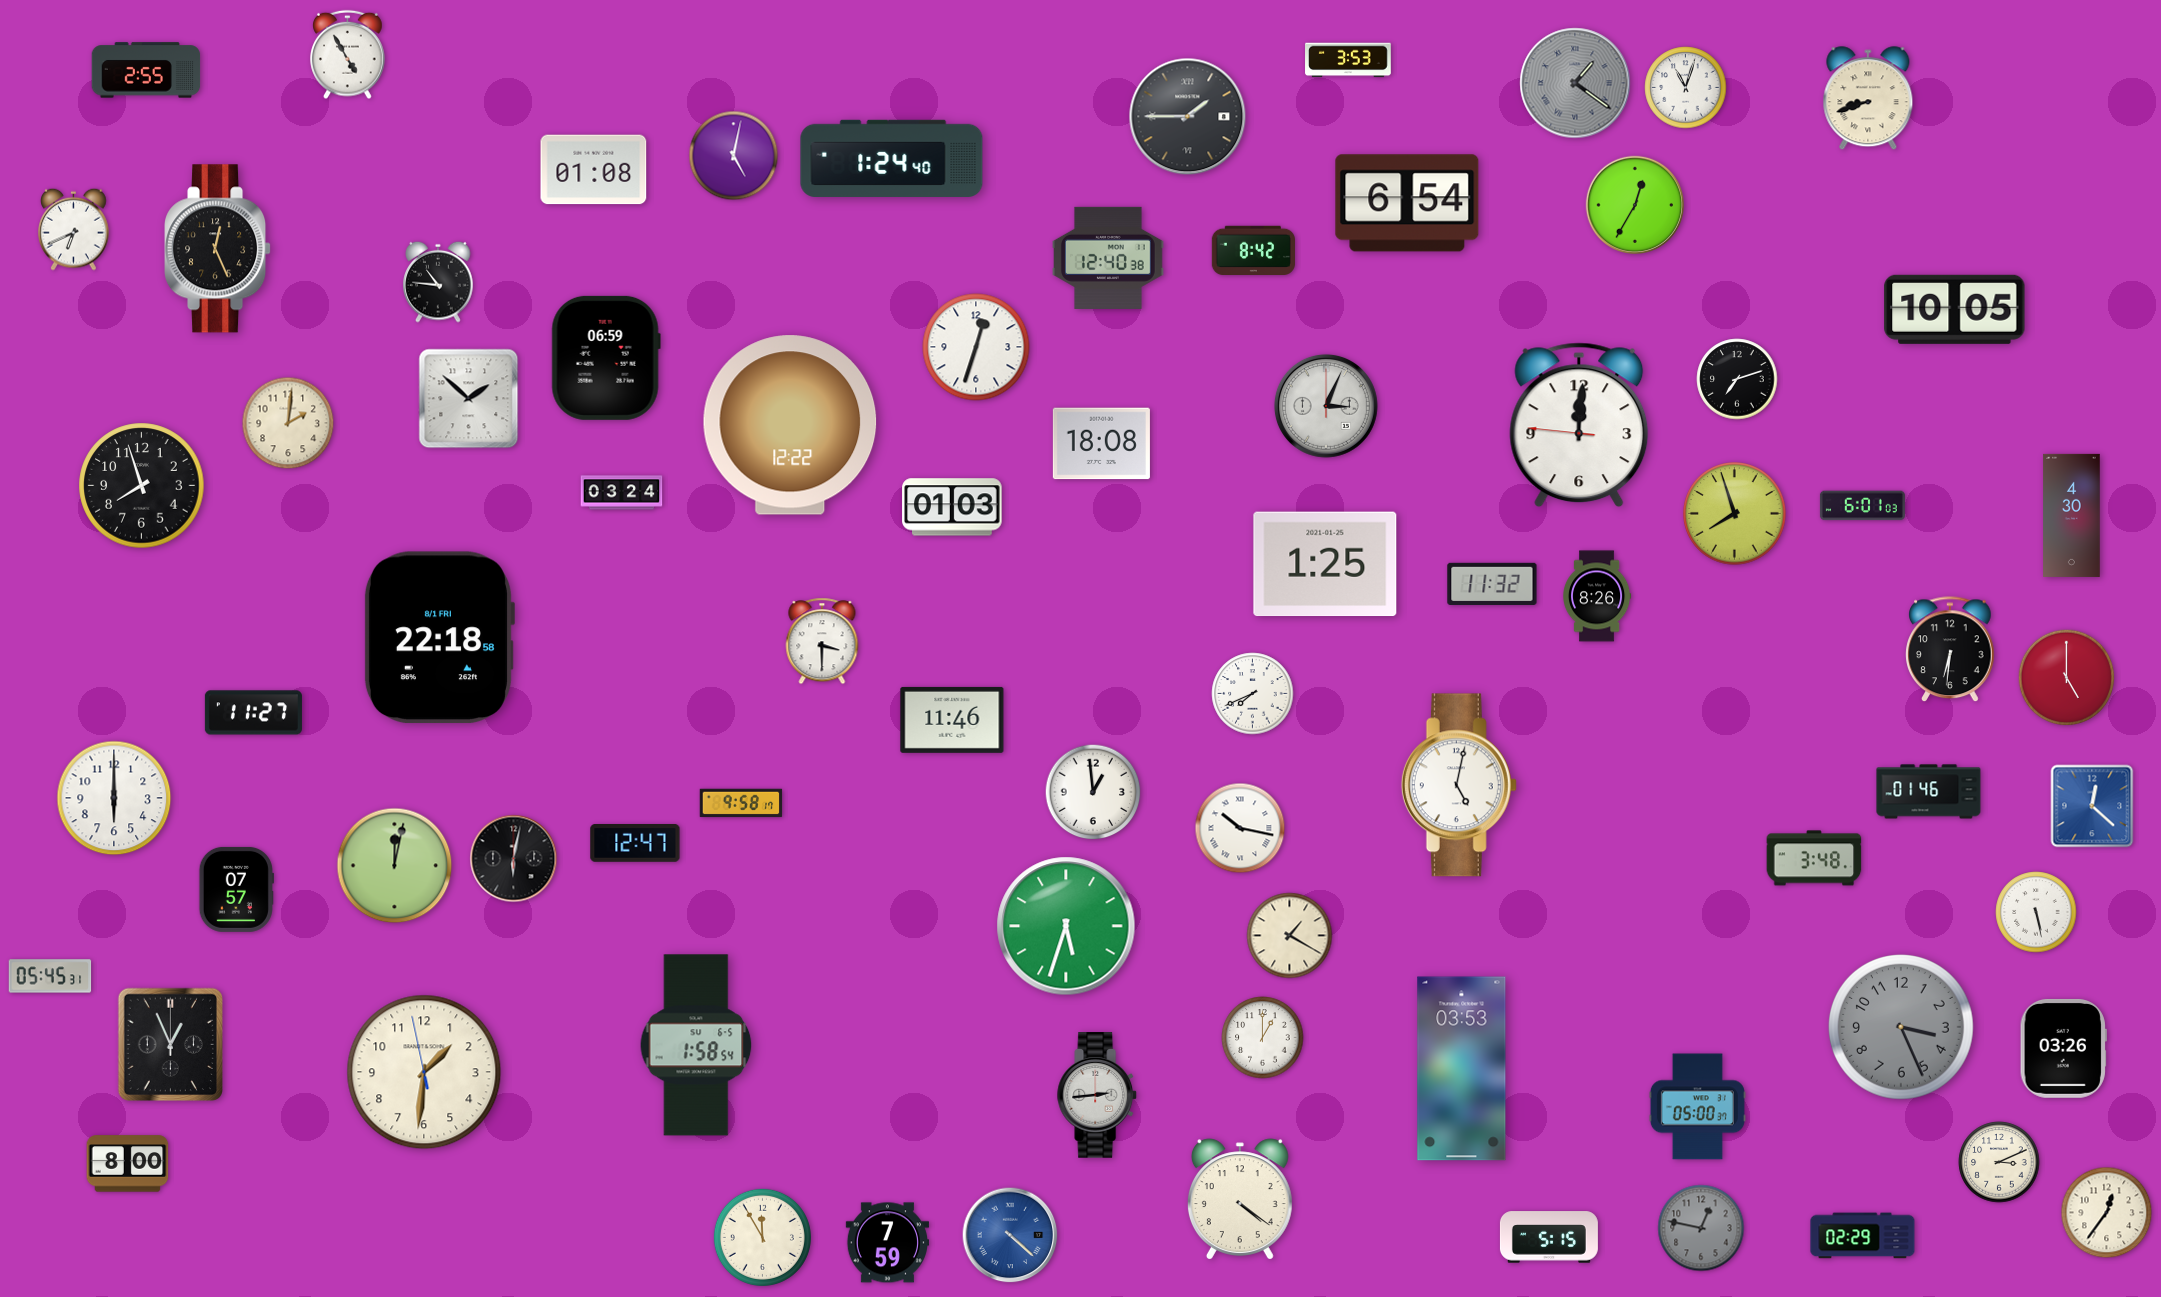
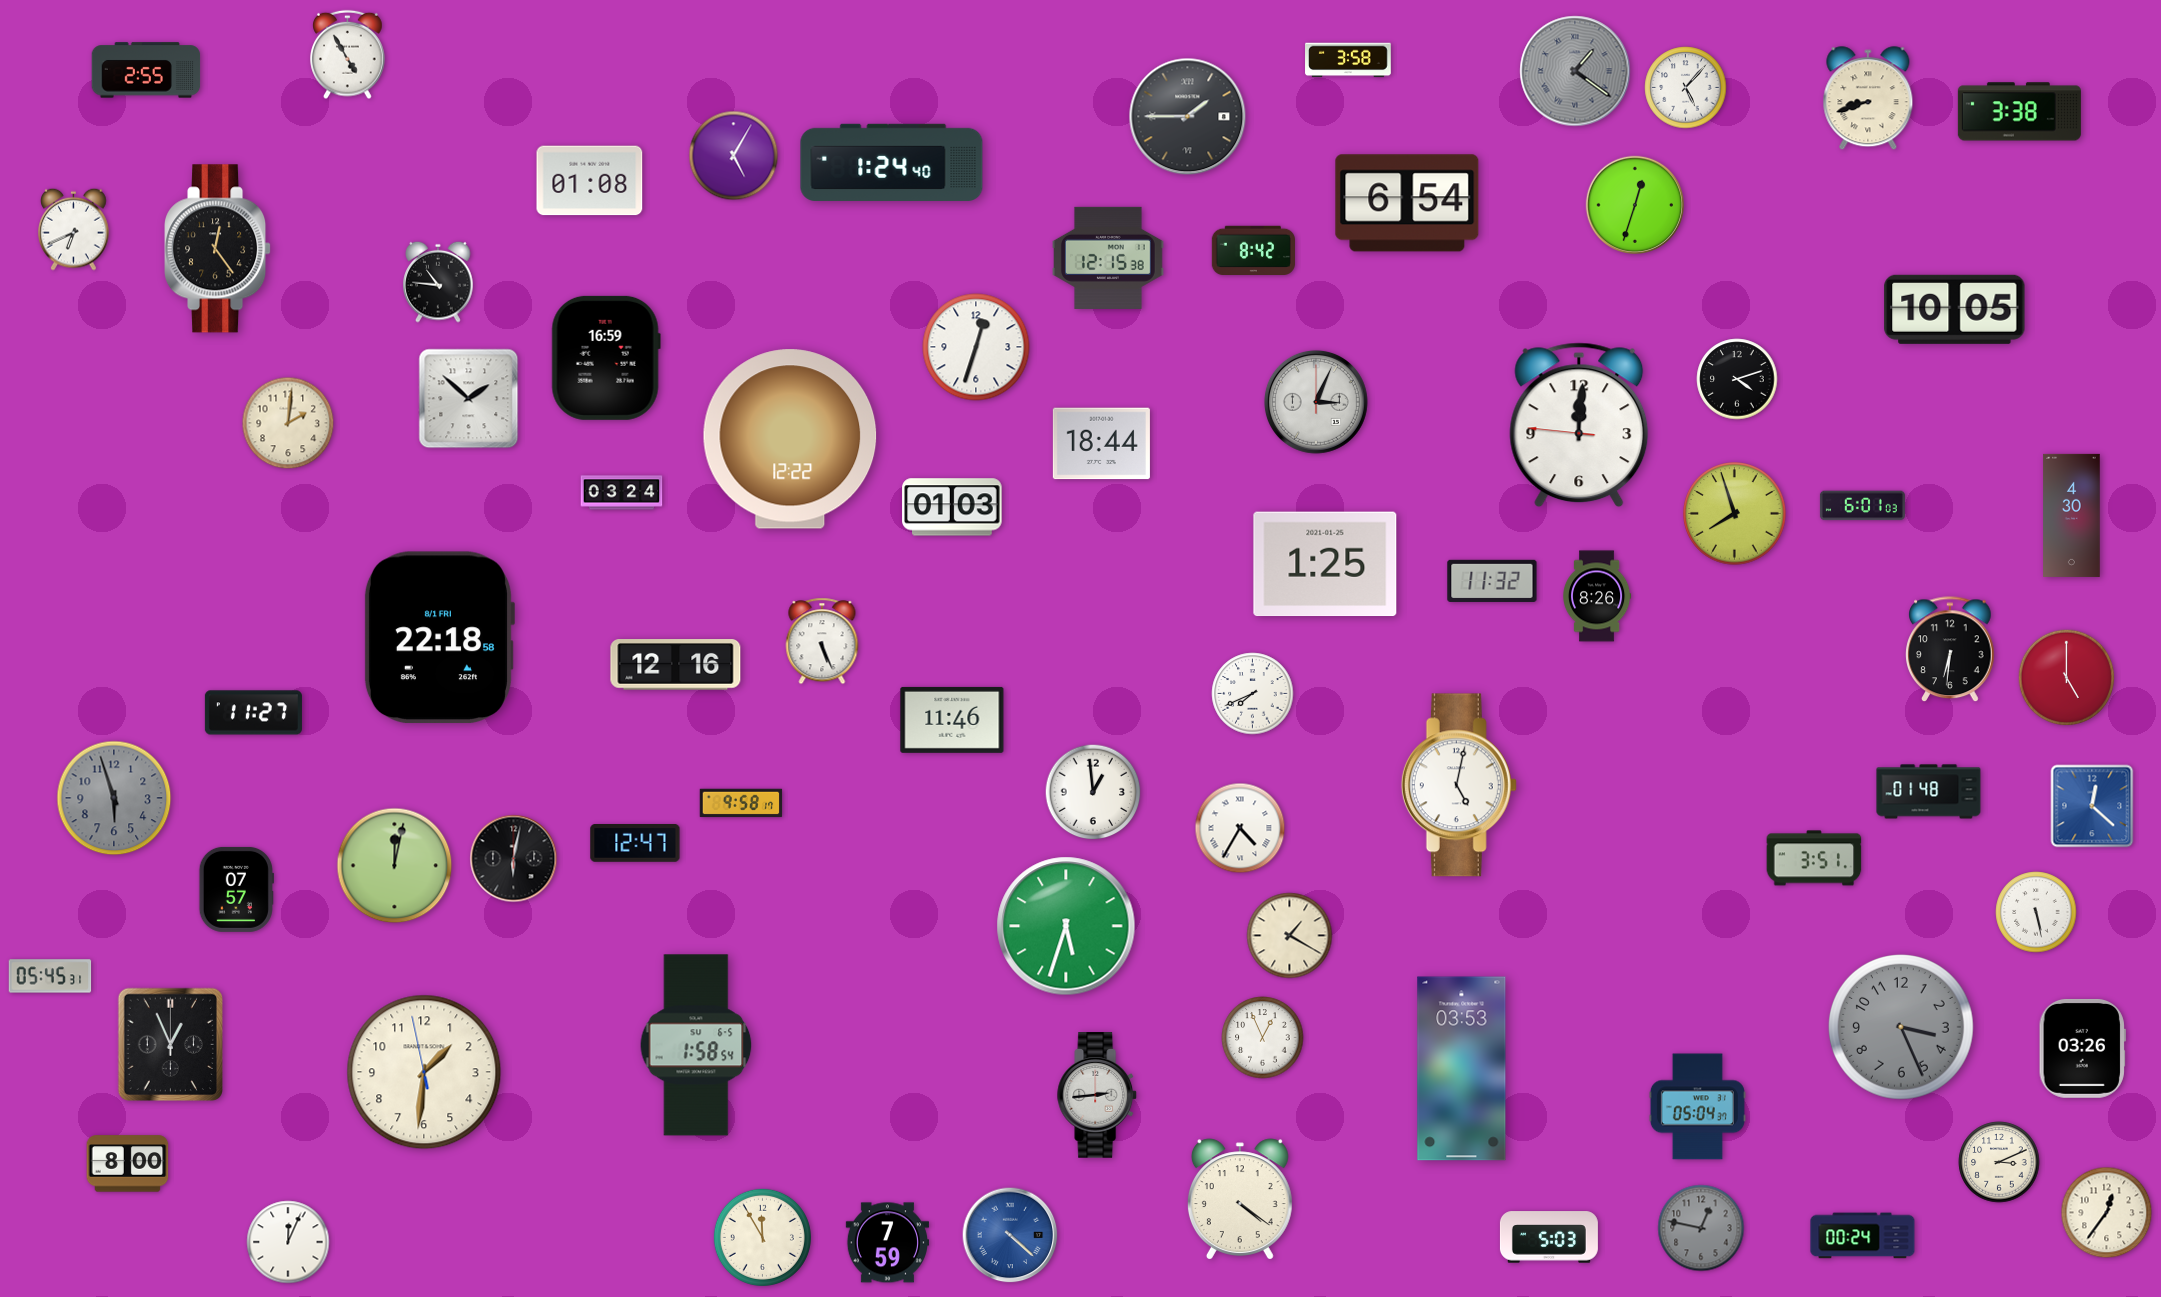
clock at (1348, 60): 3:53 -> 3:58
clock at (1575, 83) position: (1575, 83) -> (1575, 71)
clock at (1686, 88): 11:03 -> 5:07
clock at (2019, 112): none -> 3:38
clock at (734, 156): 5:02 -> 5:05
clock at (892, 158) position: (892, 158) -> (892, 162)
clock at (594, 170) position: (594, 170) -> (590, 181)
clock at (1634, 204): 12:35 -> 12:33
clock at (219, 249): 12:26 -> 12:24
clock at (1109, 258): 12:40 -> 12:15
clock at (606, 358): 06:59 -> 16:59
clock at (1737, 379): 7:12 -> 4:12
clock at (1326, 406) position: (1326, 406) -> (1316, 402)
clock at (790, 425) position: (790, 425) -> (790, 439)
clock at (1101, 444): 18:08 -> 18:44
clock at (142, 486): 7:57 -> none
clock at (1492, 583) position: (1492, 583) -> (1492, 580)
clock at (822, 641): 3:30 -> 5:26
clock at (676, 665): none -> 12:16
clock at (1929, 792): 01:46 -> 01:48
clock at (114, 798): 6:00 -> 5:57
clock at (114, 798) dial: white -> grey
clock at (1240, 828): 10:17 -> 4:35
clock at (1814, 858): 3:48 -> 3:51
clock at (1263, 1038): 1:00 -> 12:56
clock at (2063, 1049) position: (2063, 1049) -> (2082, 1049)
clock at (1697, 1107): 05:00 -> 05:04
clock at (1863, 1236): 02:29 -> 00:24
clock at (1549, 1237): 5:15 -> 5:03
clock at (288, 1242): none -> 12:04
